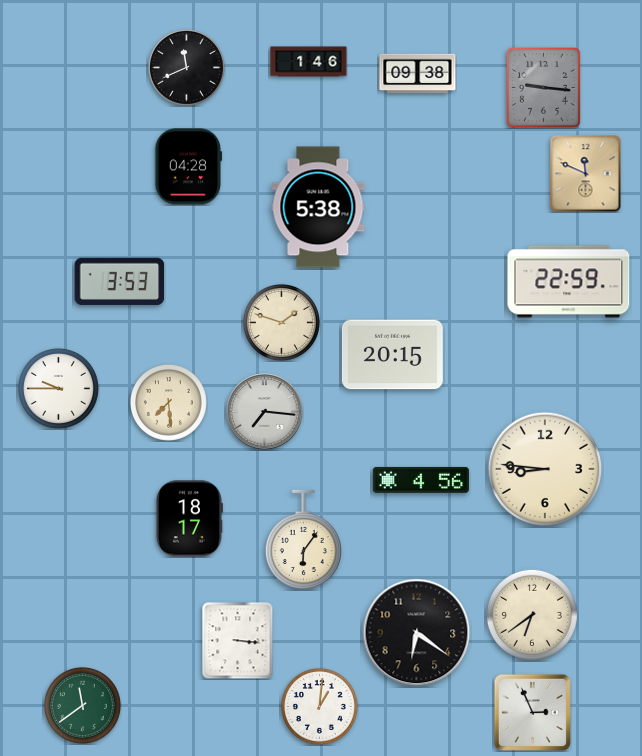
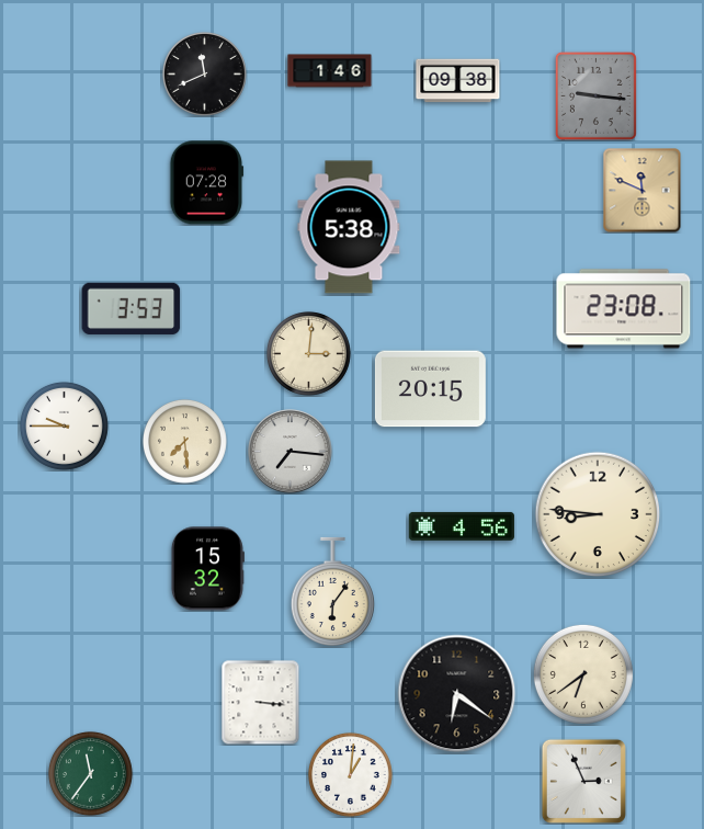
clock at (309, 62) position: (309, 62) -> (330, 71)
clock at (189, 167): 04:28 -> 07:28
clock at (569, 282): 22:59 -> 23:08
clock at (282, 323): 1:48 -> 3:01
clock at (189, 519): 18:17 -> 15:32
clock at (83, 706): 11:39 -> 11:36
